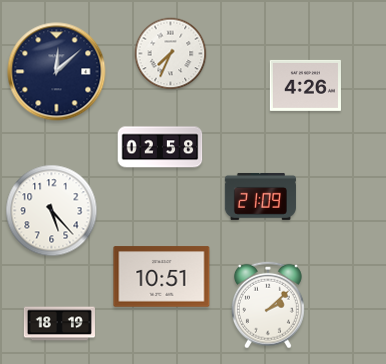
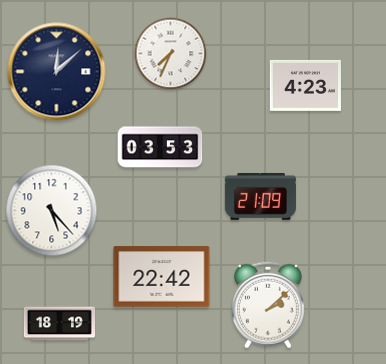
clock at (305, 85): 4:26 -> 4:23
clock at (160, 147): 02:58 -> 03:53
clock at (162, 277): 10:51 -> 22:42
